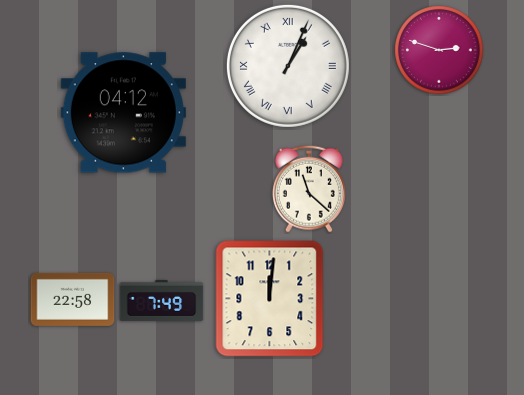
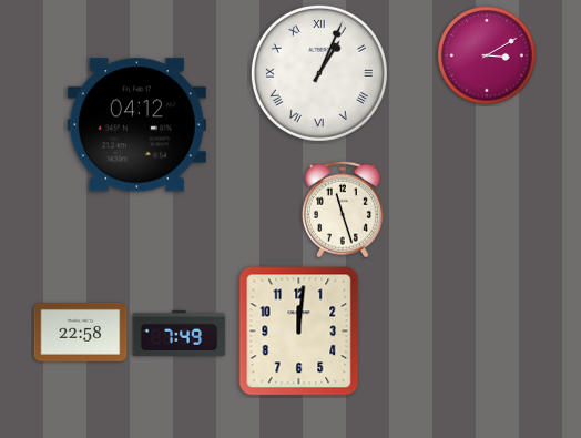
clock at (439, 50): 2:48 -> 3:10
clock at (309, 189): 11:22 -> 11:27
